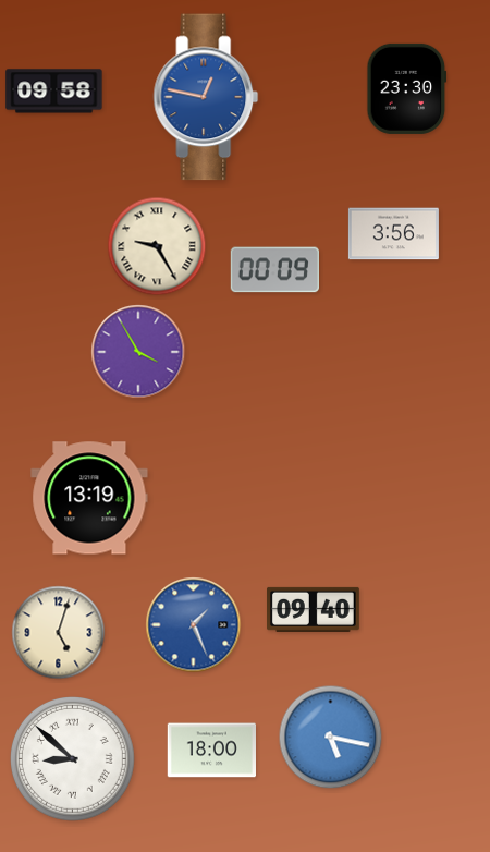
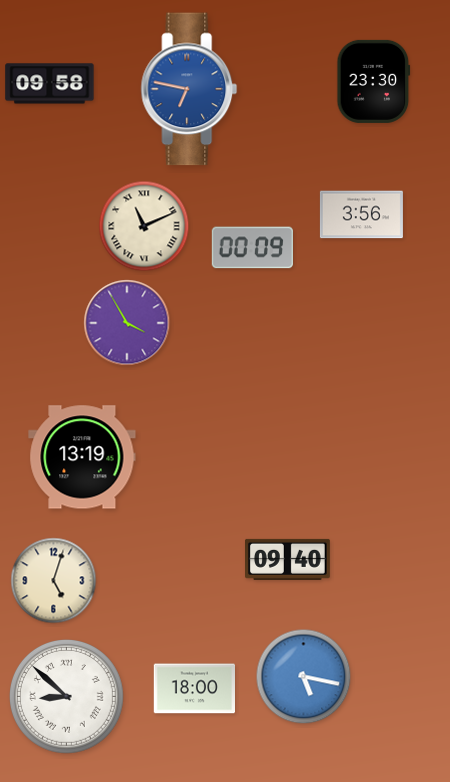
clock at (206, 97): 12:47 -> 6:47
clock at (157, 246): 9:25 -> 11:11
clock at (194, 625): 1:26 -> none
